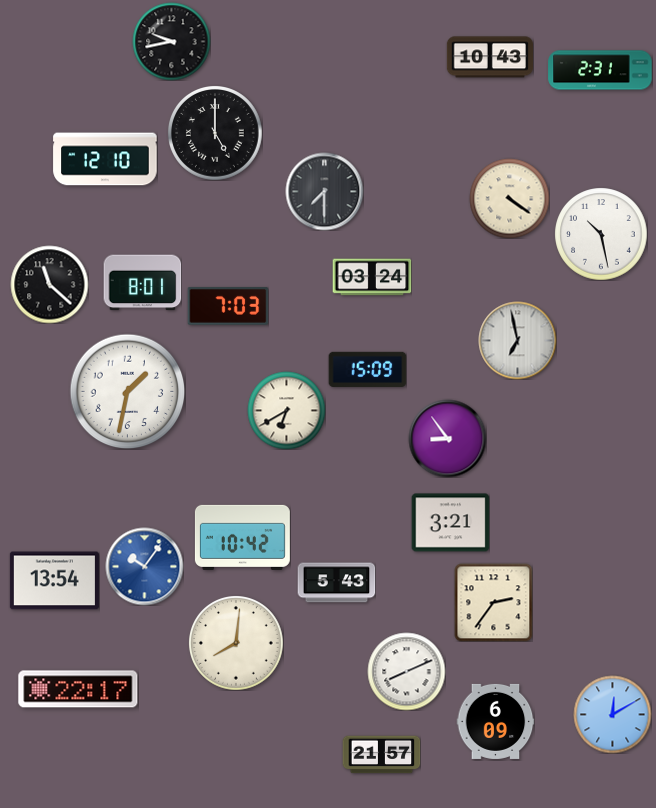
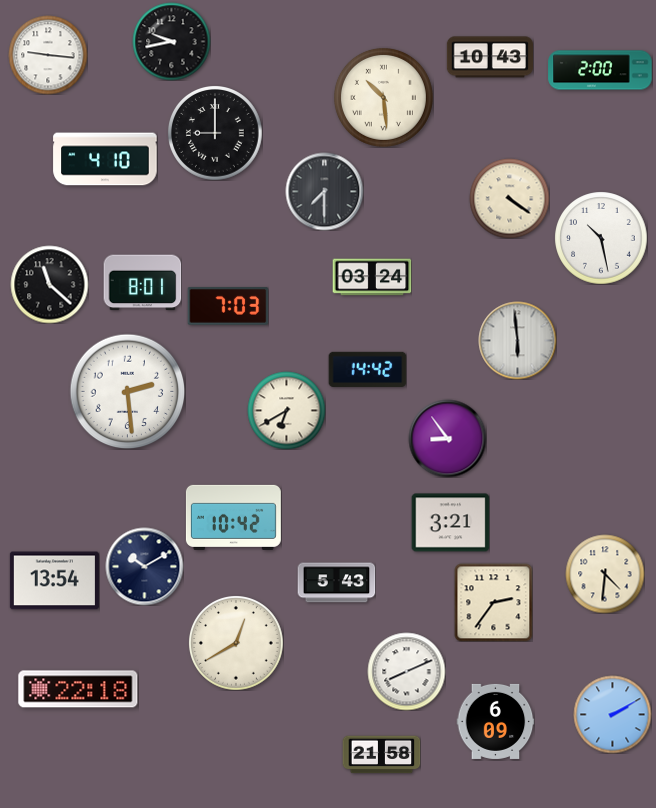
clock at (48, 55): none -> 9:16
clock at (600, 70): 2:31 -> 2:00
clock at (383, 97): none -> 10:29
clock at (215, 133): 5:00 -> 9:00
clock at (105, 159): 12:10 -> 4:10
clock at (601, 234) position: (601, 234) -> (601, 238)
clock at (517, 340): 6:58 -> 5:59
clock at (367, 369): 15:09 -> 14:42
clock at (127, 391): 1:32 -> 2:29
clock at (242, 537) position: (242, 537) -> (233, 517)
clock at (144, 566): 10:06 -> 10:10
clock at (144, 566) dial: blue -> navy
clock at (605, 574): none -> 4:31
clock at (236, 643): 8:01 -> 12:40
clock at (78, 689): 22:17 -> 22:18
clock at (612, 714): 12:10 -> 2:10
clock at (381, 755): 21:57 -> 21:58
